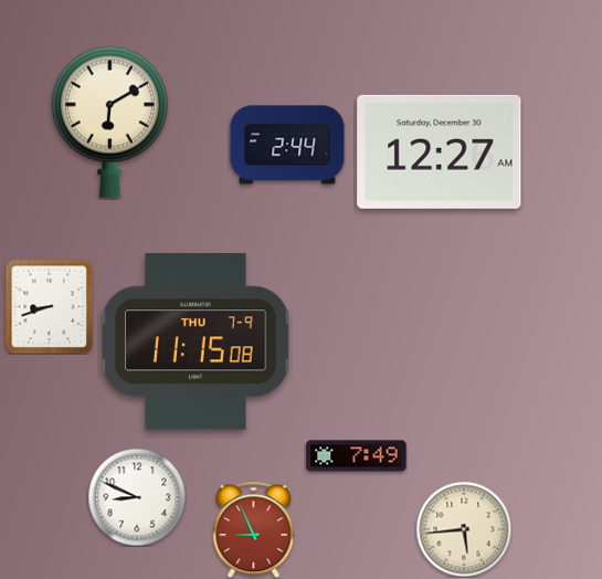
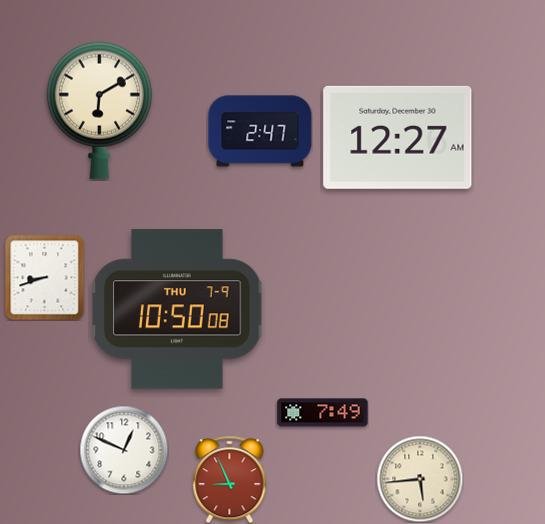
clock at (287, 145): 2:44 -> 2:47
clock at (196, 341): 11:15 -> 10:50
clock at (137, 497): 8:49 -> 12:49
